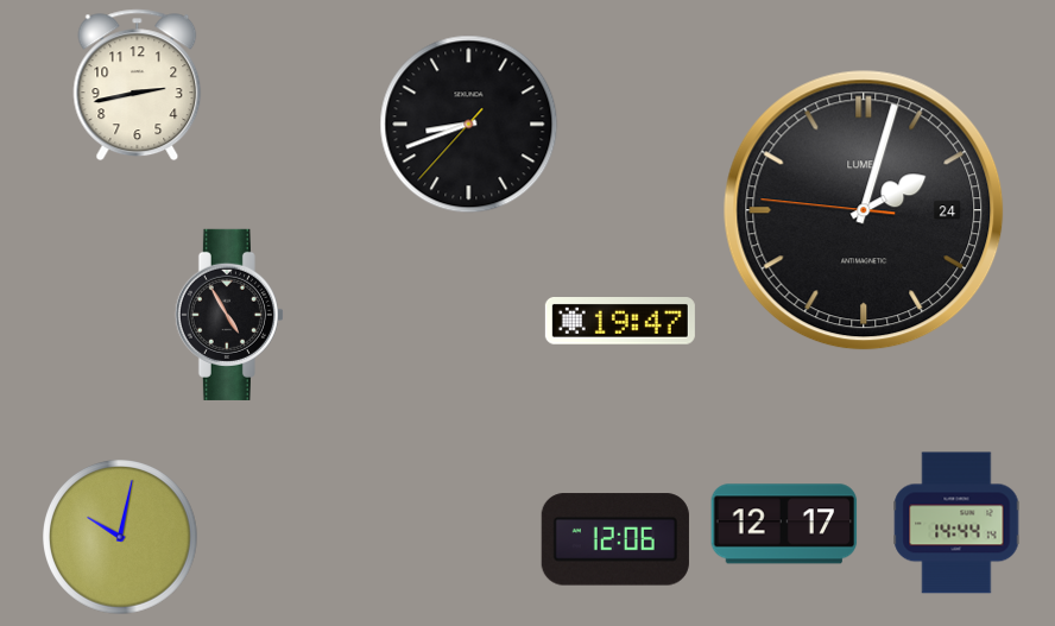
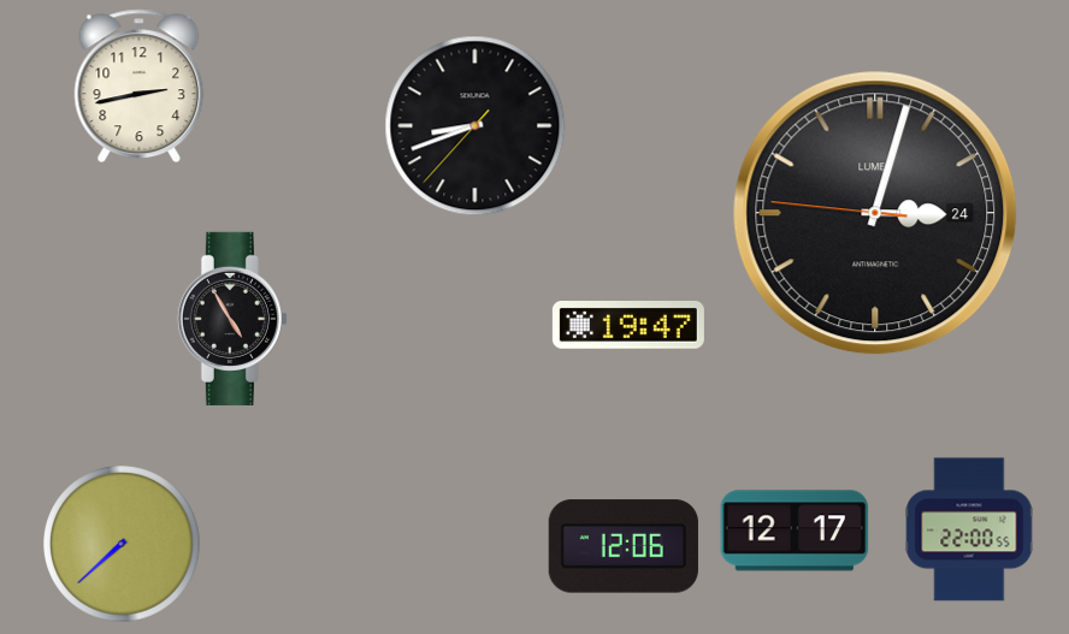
clock at (864, 210): 2:02 -> 3:02
clock at (956, 523): 14:44 -> 22:00
clock at (121, 538): 10:02 -> 7:38
